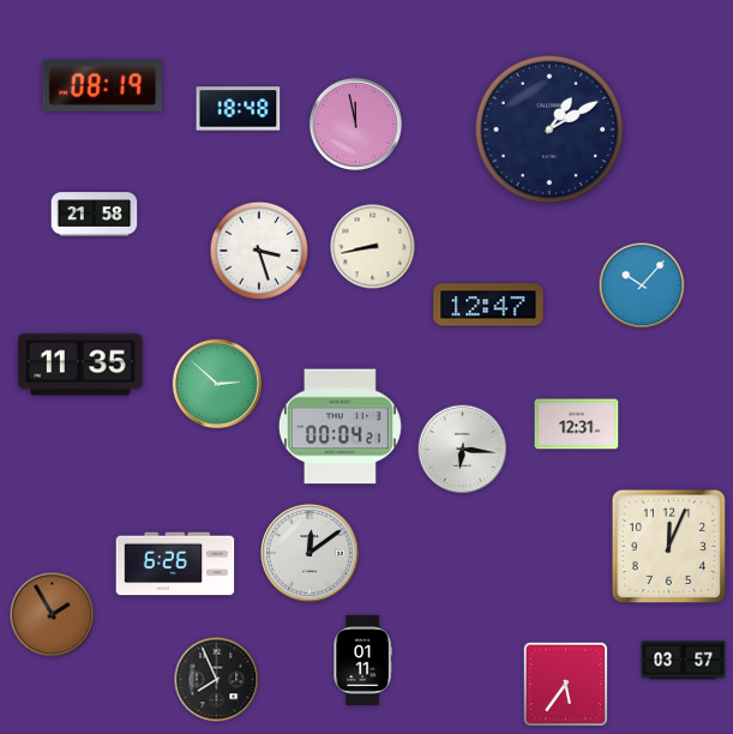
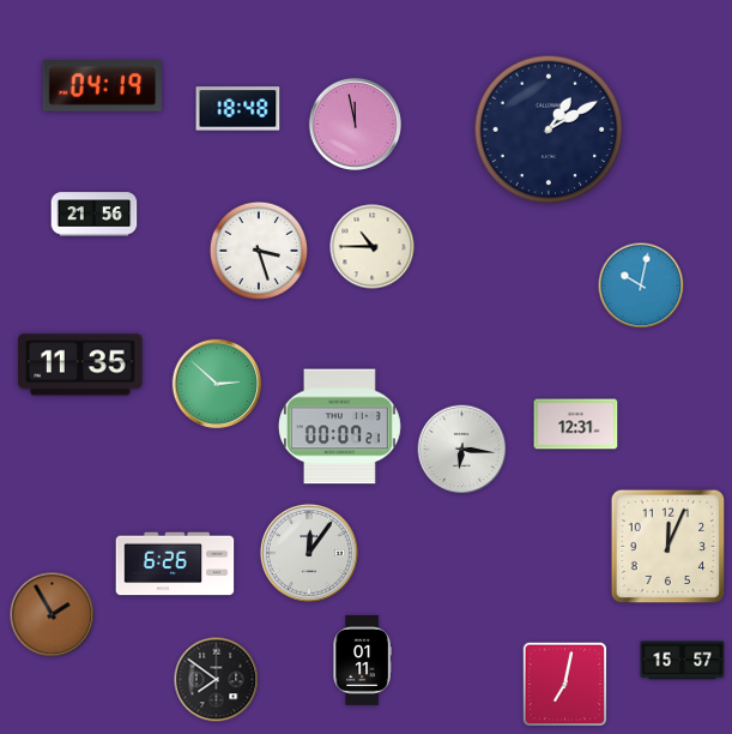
clock at (102, 86): 08:19 -> 04:19
clock at (95, 215): 21:58 -> 21:56
clock at (373, 247): 8:43 -> 10:45
clock at (642, 285): 10:07 -> 10:02
clock at (488, 305): 12:47 -> none
clock at (340, 427): 00:04 -> 00:07
clock at (310, 553): 12:09 -> 12:06
clock at (684, 661): 03:57 -> 15:57
clock at (217, 680): 7:56 -> 7:51
clock at (566, 685): 5:36 -> 7:02
